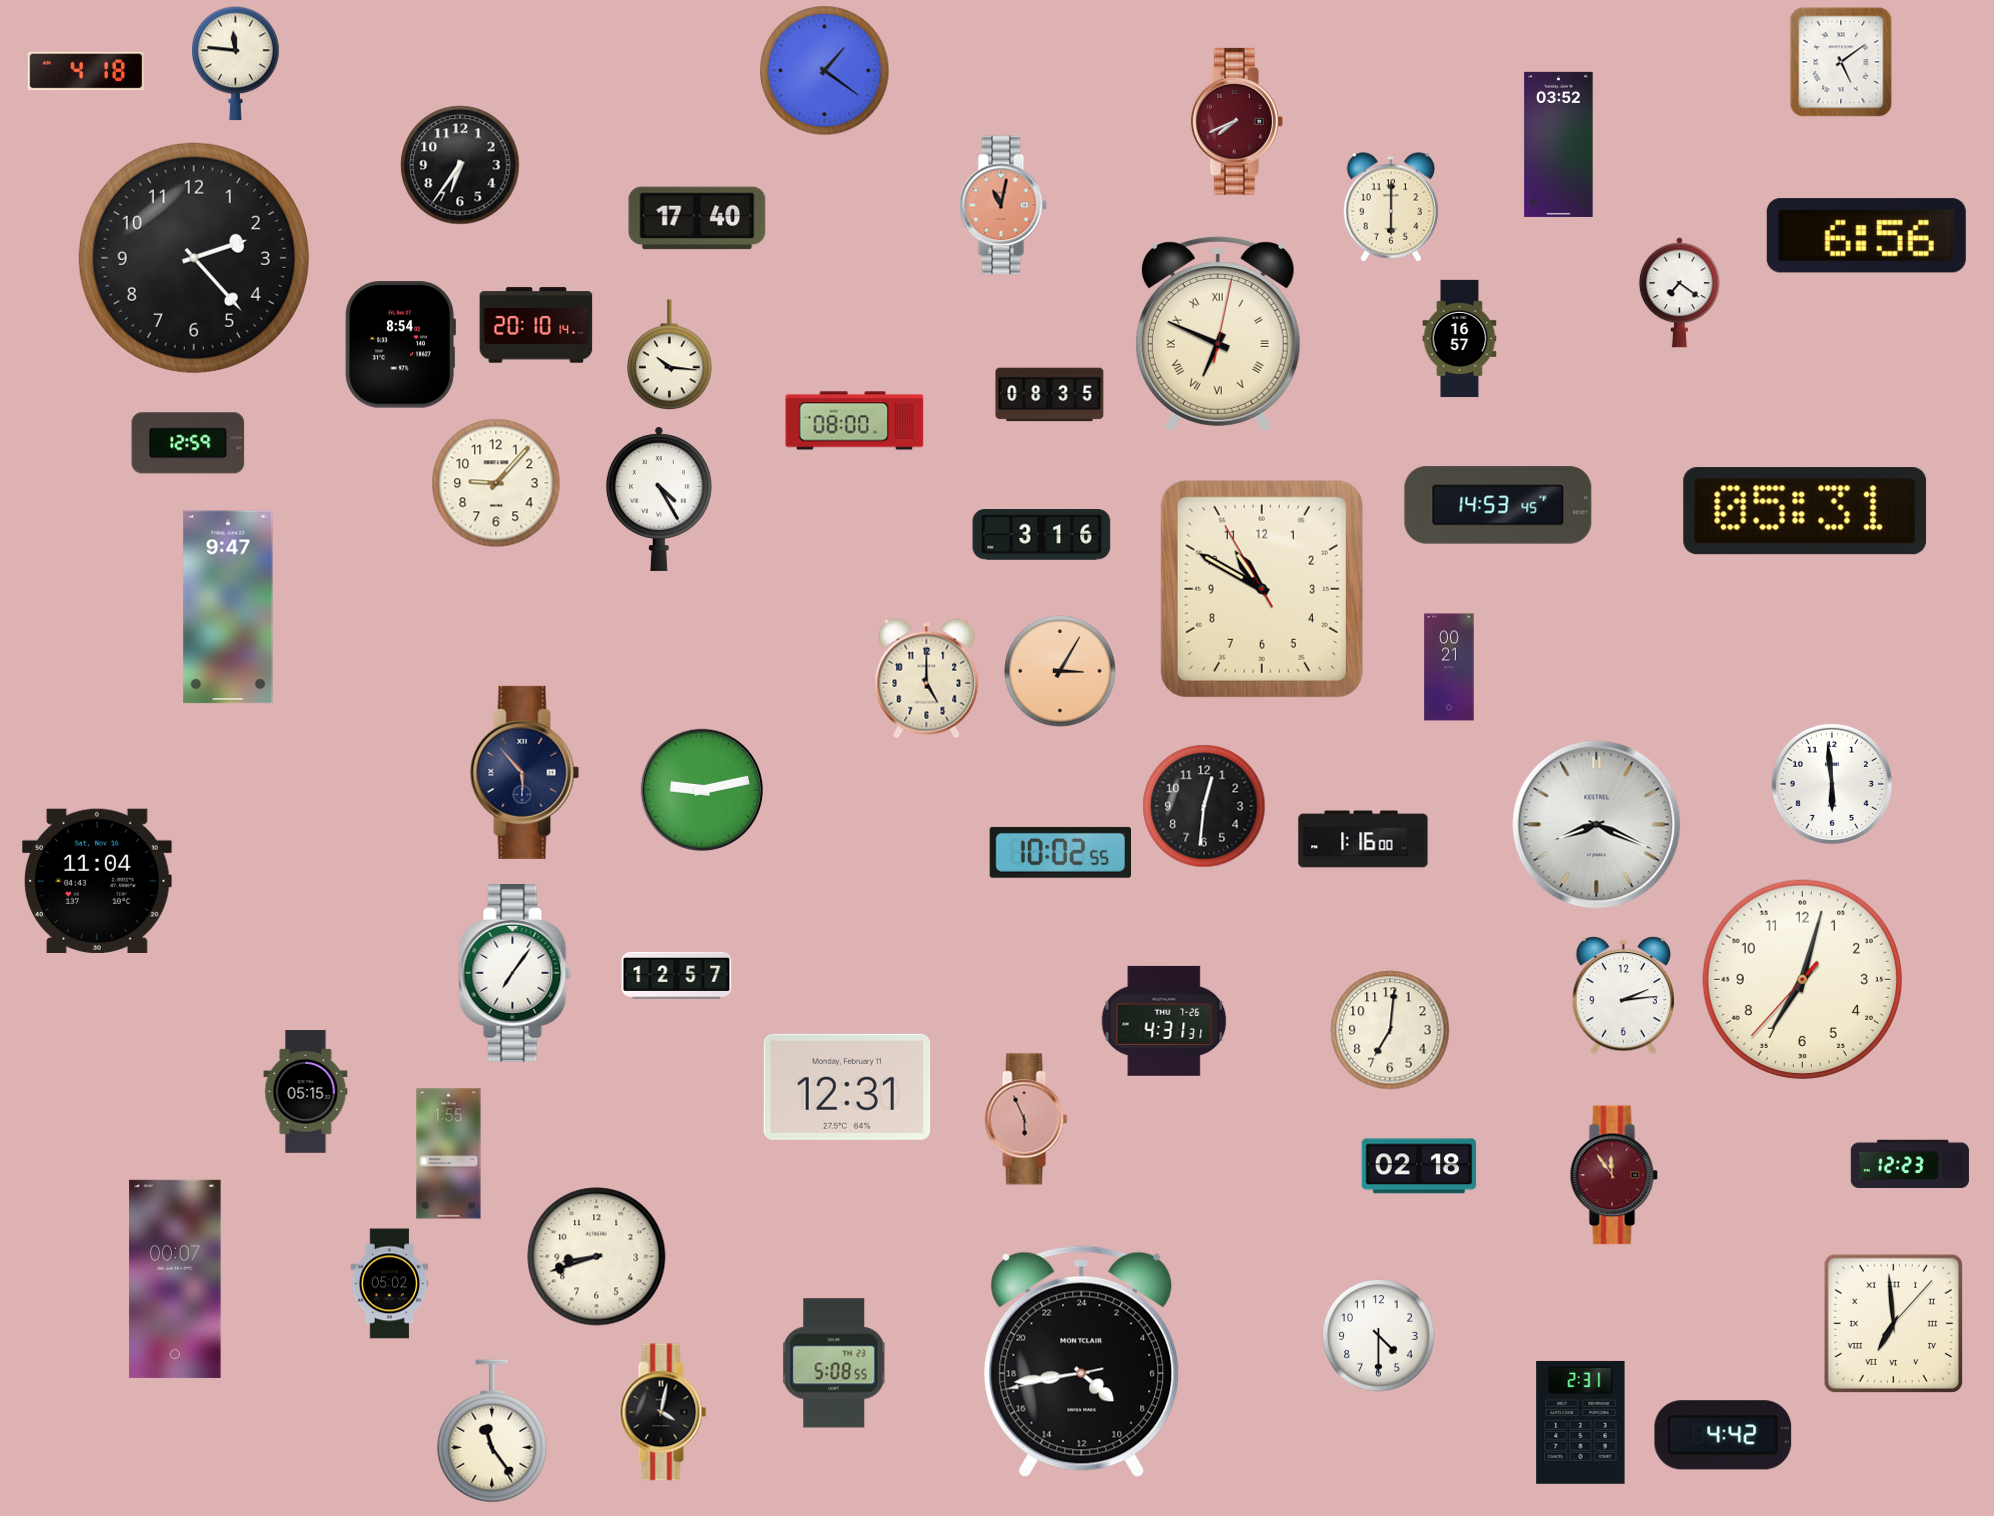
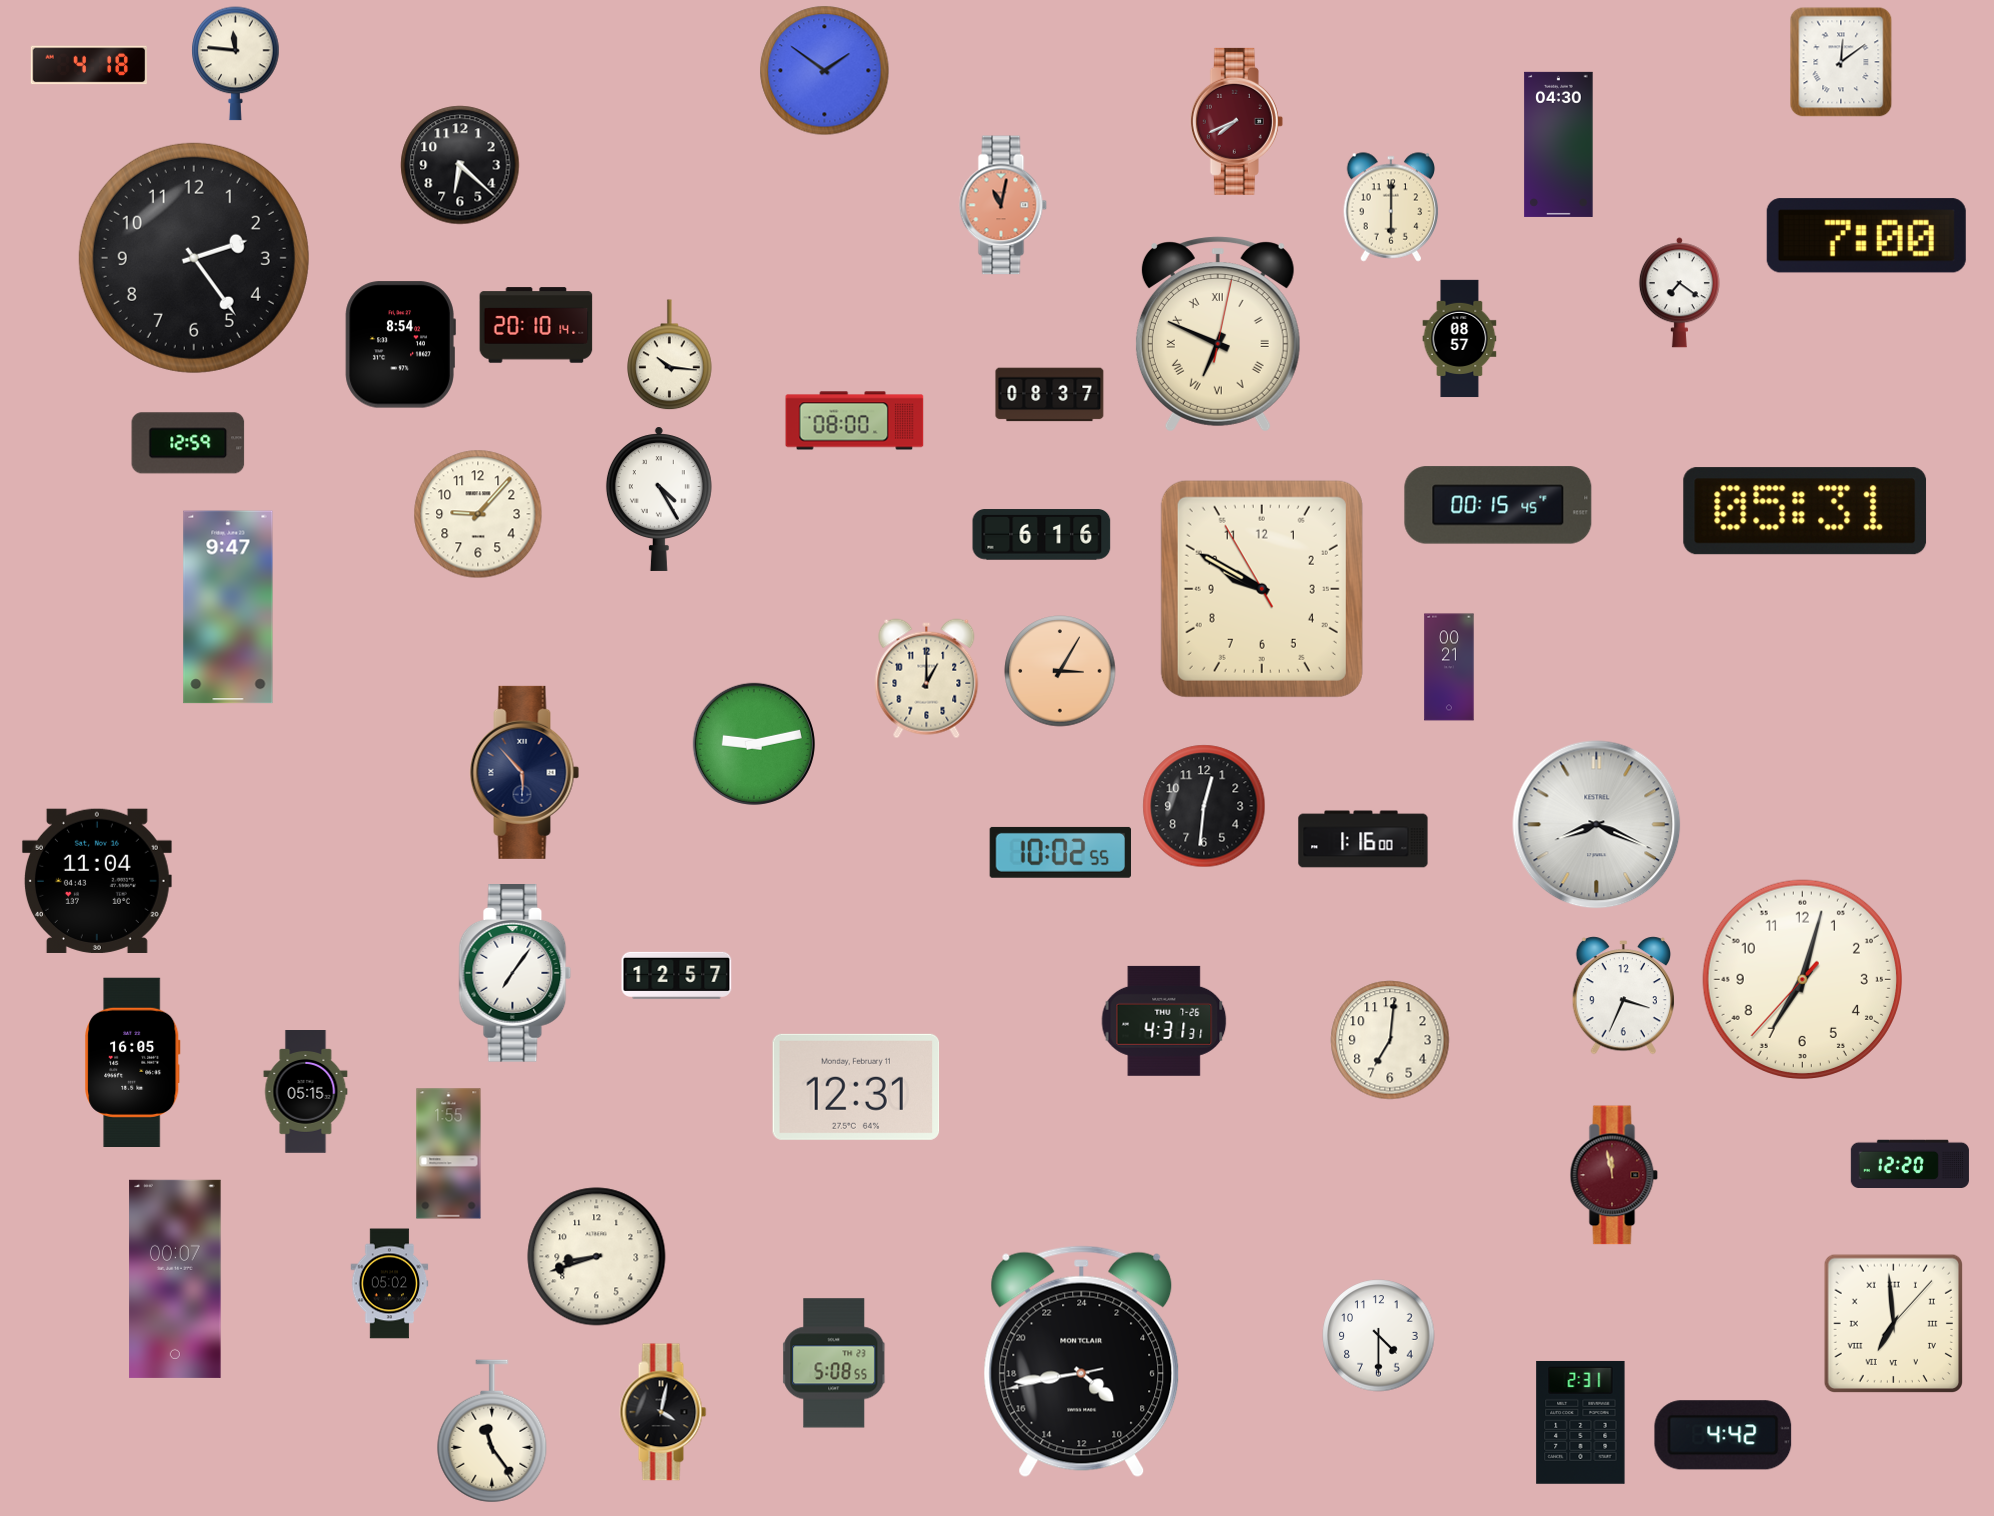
clock at (1841, 62): 5:09 -> 12:09
clock at (85, 71) position: (85, 71) -> (88, 65)
clock at (825, 71): 1:21 -> 1:51
clock at (1559, 144): 03:52 -> 04:30
clock at (460, 165): 6:36 -> 6:22
clock at (697, 218): 17:40 -> none
clock at (1866, 236): 6:56 -> 7:00
clock at (194, 258): 2:23 -> 2:24
clock at (1460, 339): 16:57 -> 08:57
clock at (1050, 395): 08:35 -> 08:37
clock at (496, 483) position: (496, 483) -> (478, 514)
clock at (1498, 505): 14:53 -> 00:15
clock at (1042, 535): 3:16 -> 6:16
clock at (1262, 589): 10:49 -> 9:49
clock at (927, 679): 5:00 -> 1:00
clock at (1832, 784): 5:59 -> none
clock at (702, 790) position: (702, 790) -> (754, 744)
clock at (1623, 996): 2:14 -> 3:34
clock at (1390, 1030) position: (1390, 1030) -> (1390, 1040)
clock at (133, 1062): none -> 16:05
clock at (847, 1087) position: (847, 1087) -> (856, 1087)
clock at (1026, 1119): 5:56 -> none
clock at (1910, 1164): 12:23 -> 12:20
clock at (1419, 1166): 02:18 -> none
clock at (1614, 1175): 11:54 -> 11:58
